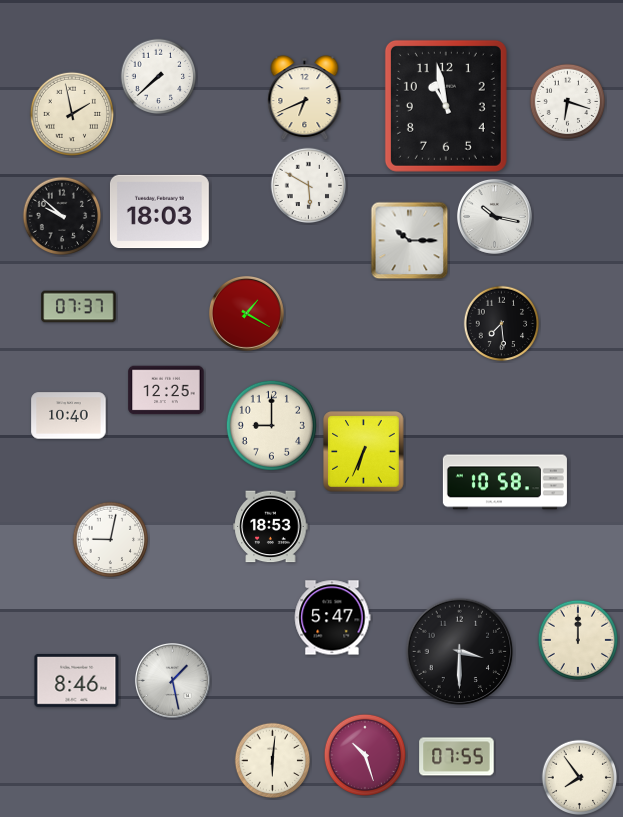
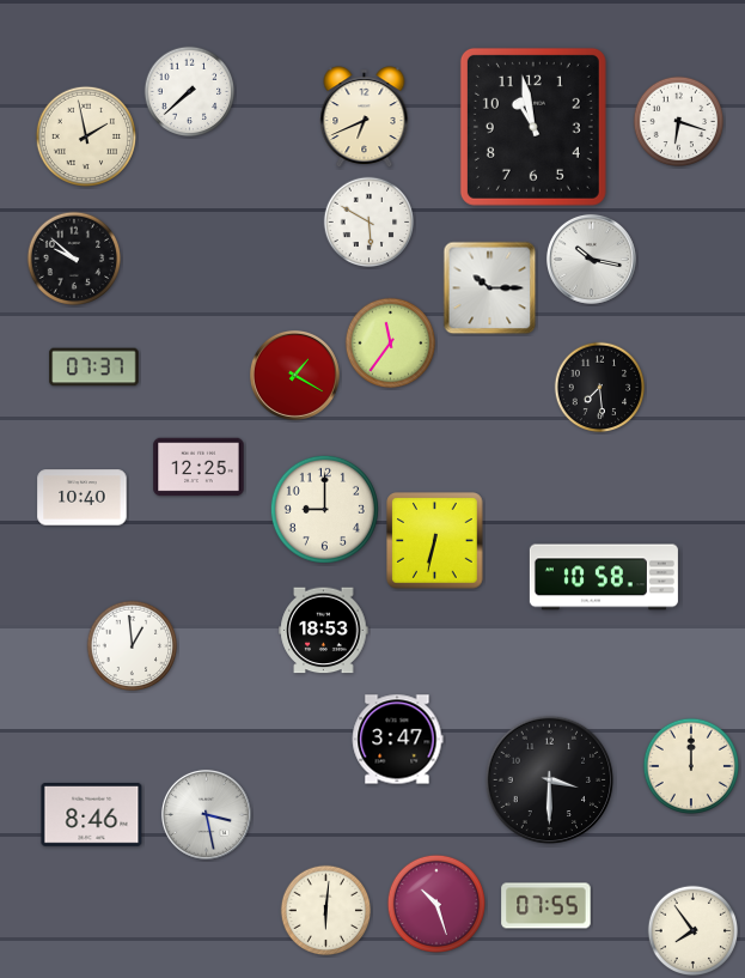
clock at (159, 212): 18:03 -> none
clock at (391, 344): none -> 11:36
clock at (364, 452): 6:34 -> 6:32
clock at (111, 540): 9:02 -> 12:59
clock at (332, 618): 5:47 -> 3:47
clock at (172, 680): 1:28 -> 3:28
